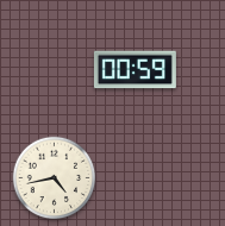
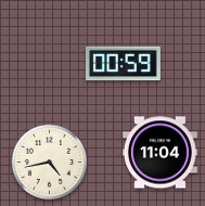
clock at (159, 153): none -> 11:04
